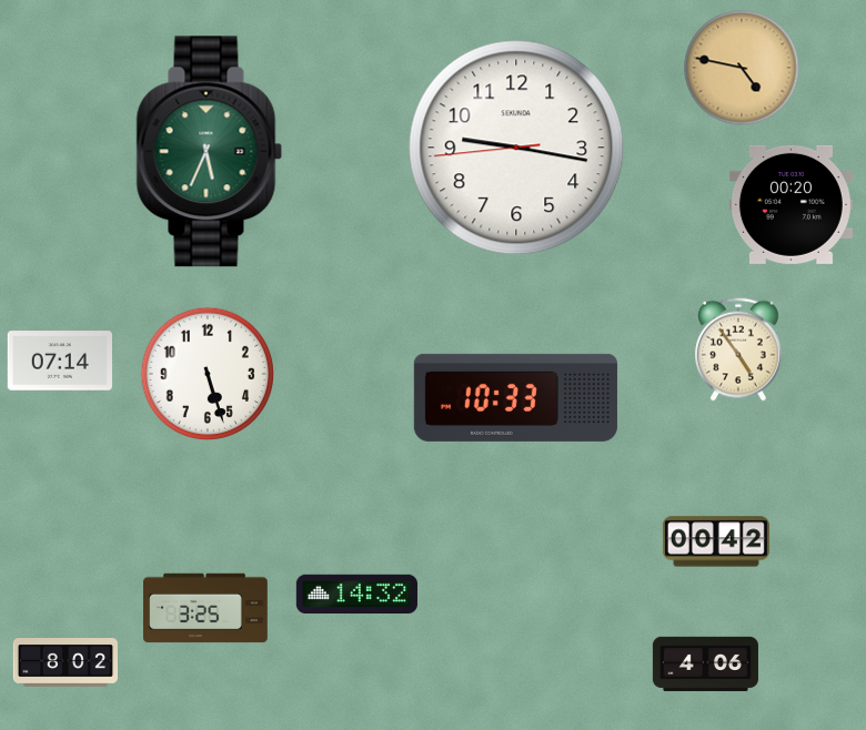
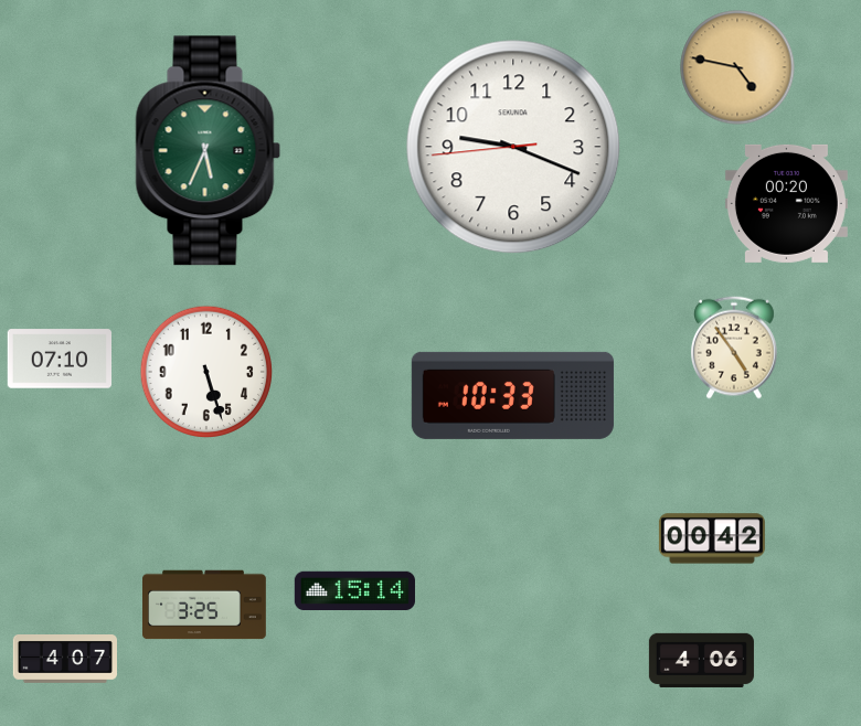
clock at (516, 148): 9:16 -> 9:18
clock at (59, 361): 07:14 -> 07:10
clock at (356, 594): 14:32 -> 15:14
clock at (64, 663): 8:02 -> 4:07
